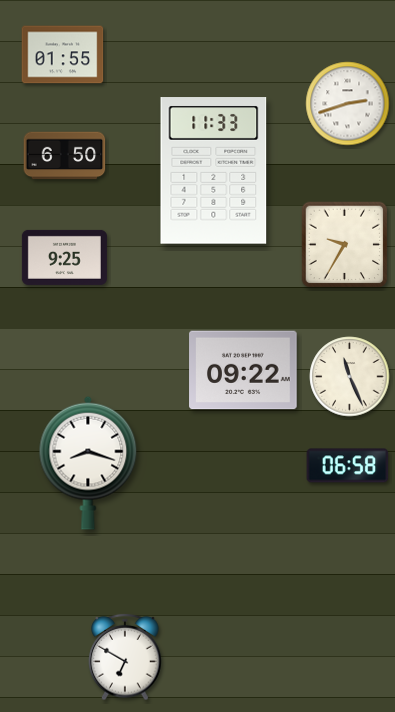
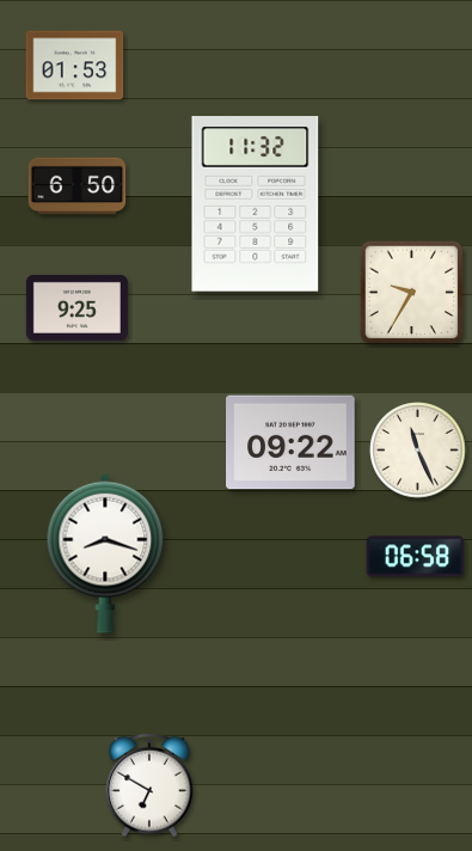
clock at (63, 55): 01:55 -> 01:53
clock at (348, 104): 2:42 -> none
clock at (214, 171): 11:33 -> 11:32
